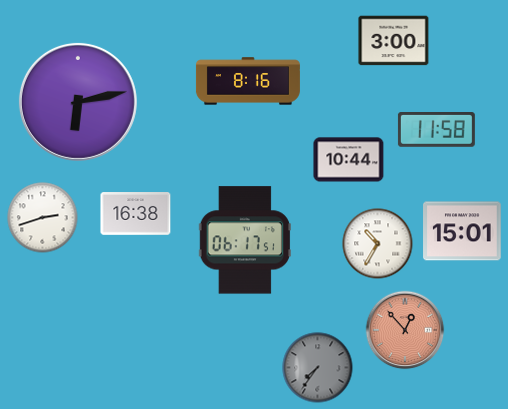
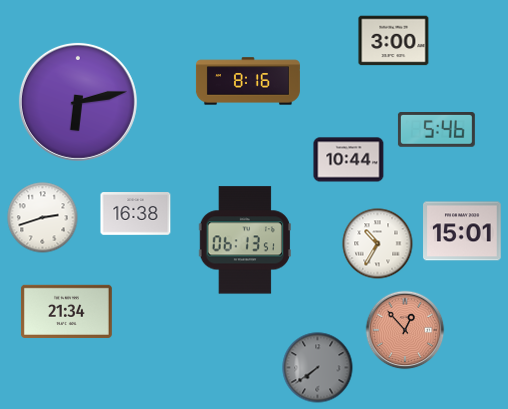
clock at (436, 130): 11:58 -> 5:46
clock at (245, 240): 06:17 -> 06:13
clock at (66, 311): none -> 21:34
clock at (318, 368): 7:36 -> 7:39
